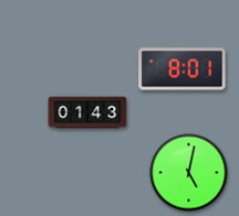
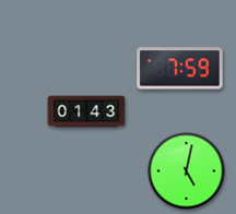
clock at (183, 69): 8:01 -> 7:59
